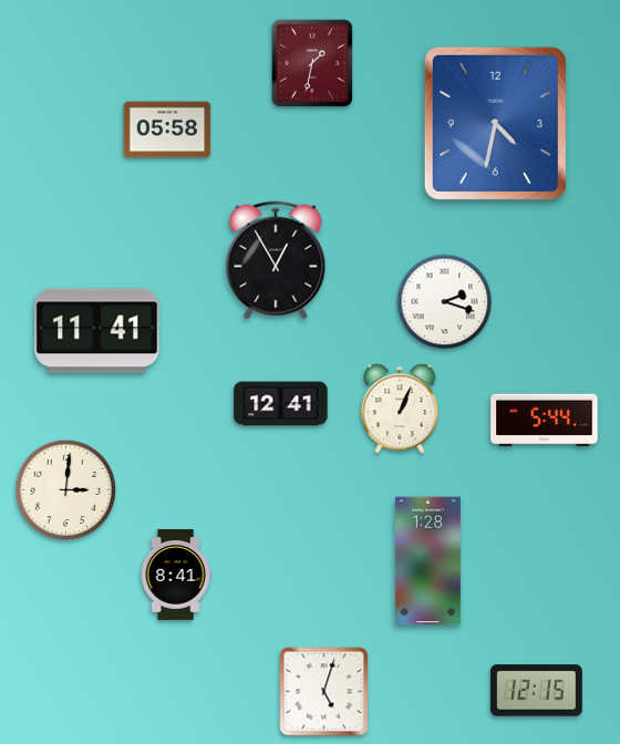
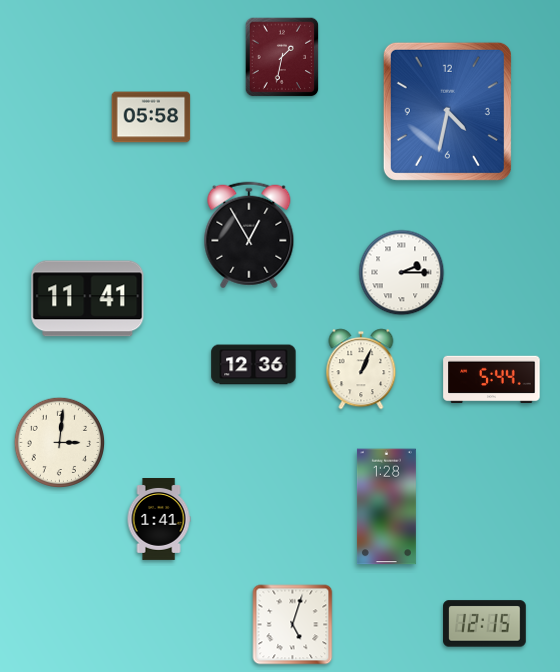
clock at (445, 302): 2:18 -> 2:15
clock at (281, 404): 12:41 -> 12:36
clock at (176, 576): 8:41 -> 1:41
